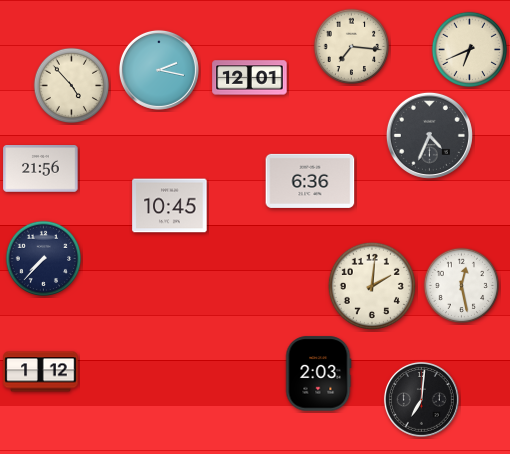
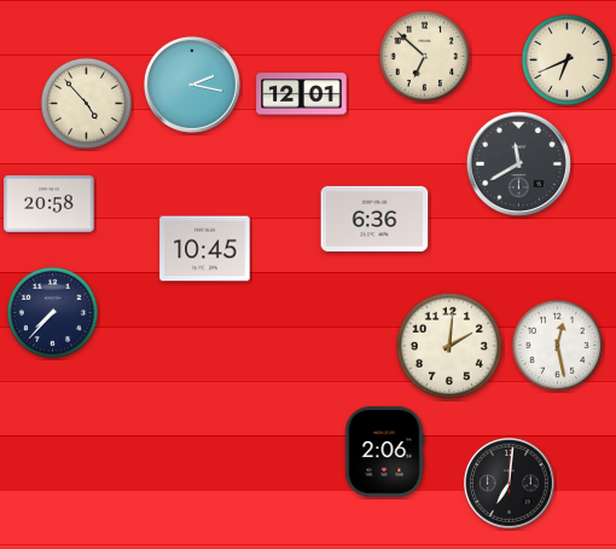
clock at (352, 47): 7:16 -> 6:52
clock at (429, 135): 4:34 -> 11:40
clock at (41, 169): 21:56 -> 20:58
clock at (41, 372): 1:12 -> none
clock at (318, 374): 2:03 -> 2:06
